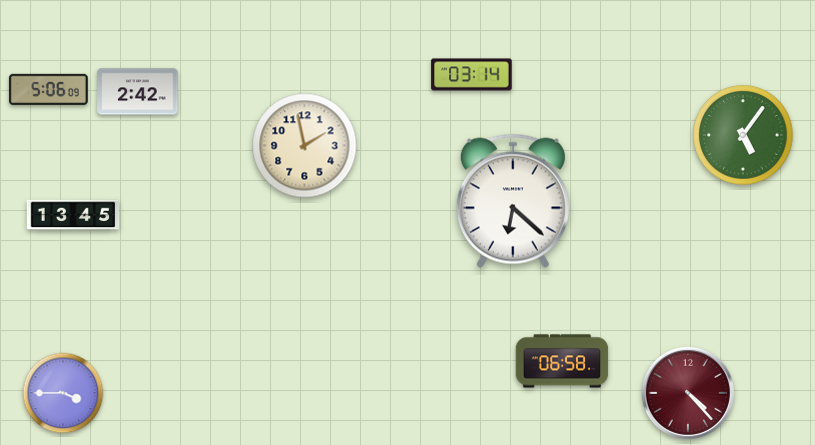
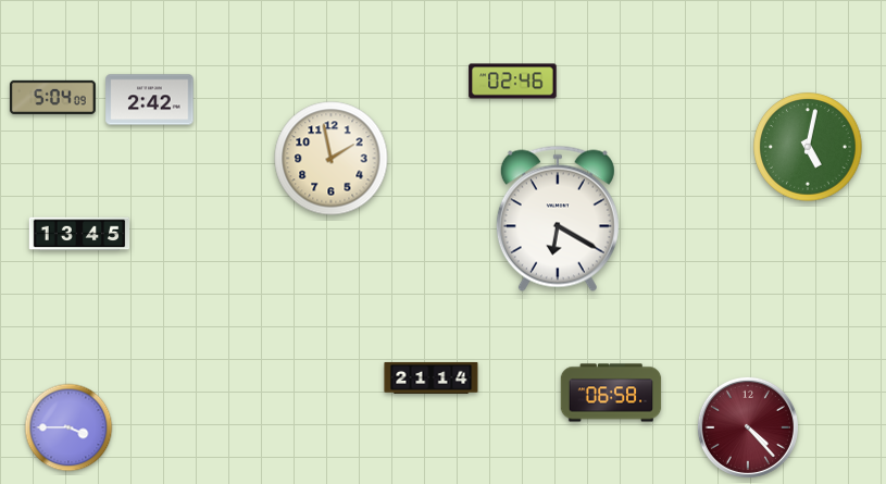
clock at (472, 75): 03:14 -> 02:46
clock at (48, 89): 5:06 -> 5:04
clock at (743, 135): 5:06 -> 5:02
clock at (513, 201): 6:22 -> 6:20
clock at (432, 377): none -> 21:14
